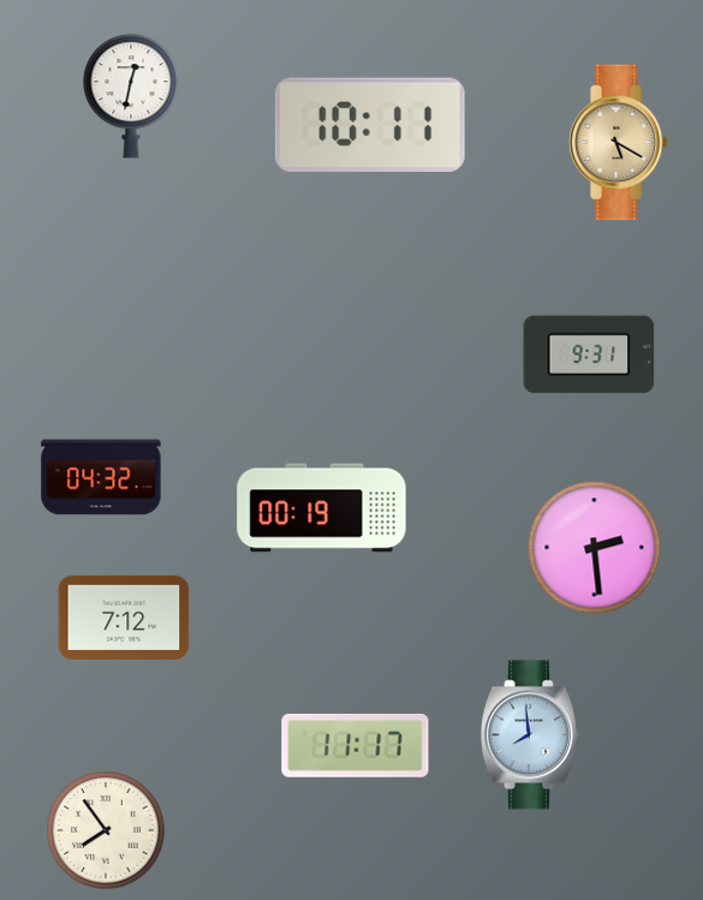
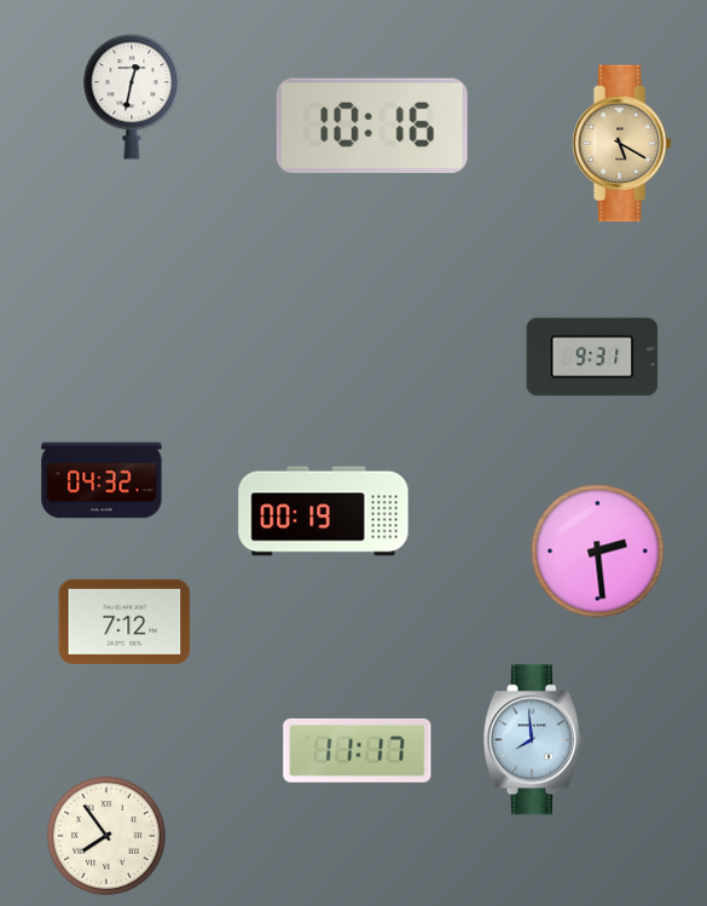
clock at (370, 124): 10:11 -> 10:16
